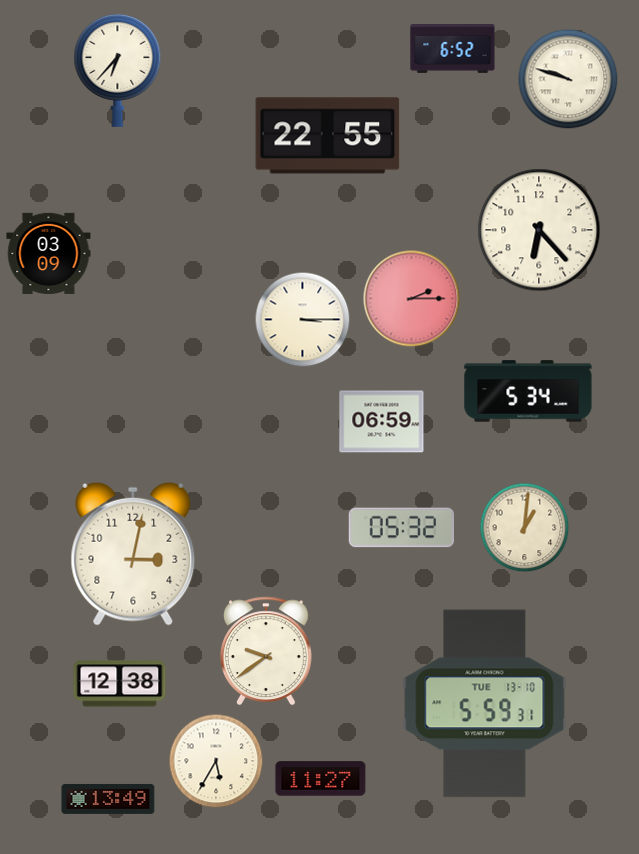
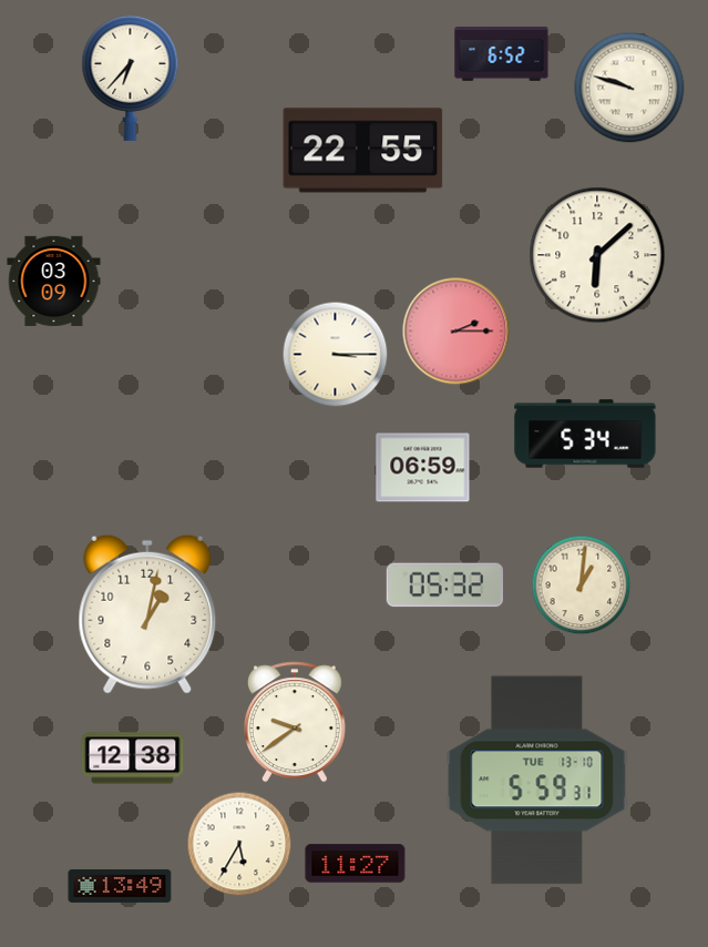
clock at (539, 230): 6:23 -> 6:08
clock at (133, 554): 3:02 -> 1:02
